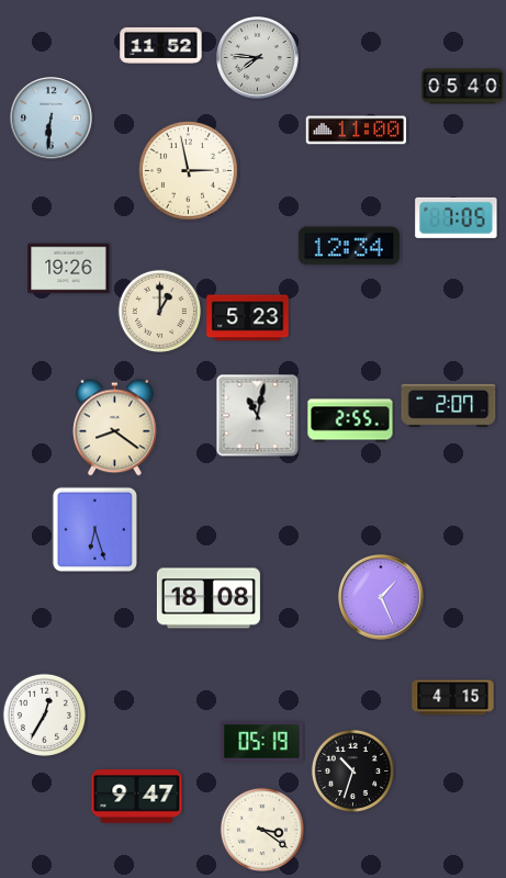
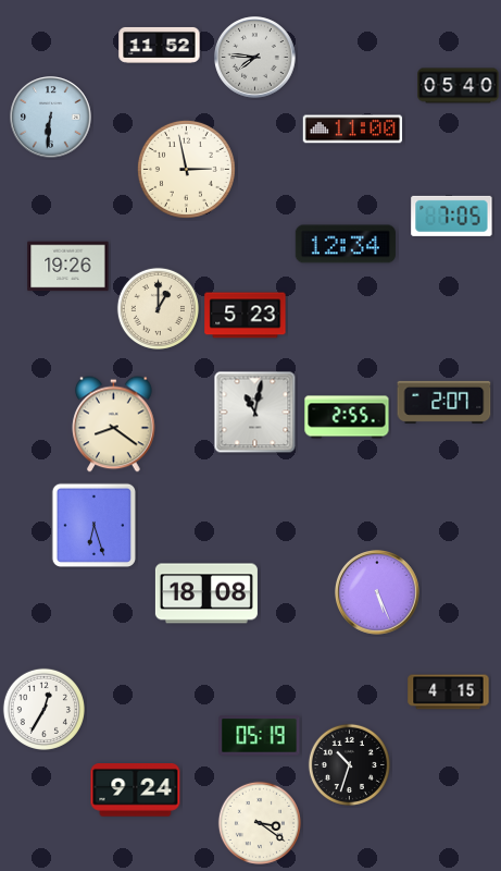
clock at (382, 598): 1:26 -> 5:26
clock at (137, 797): 9:47 -> 9:24
